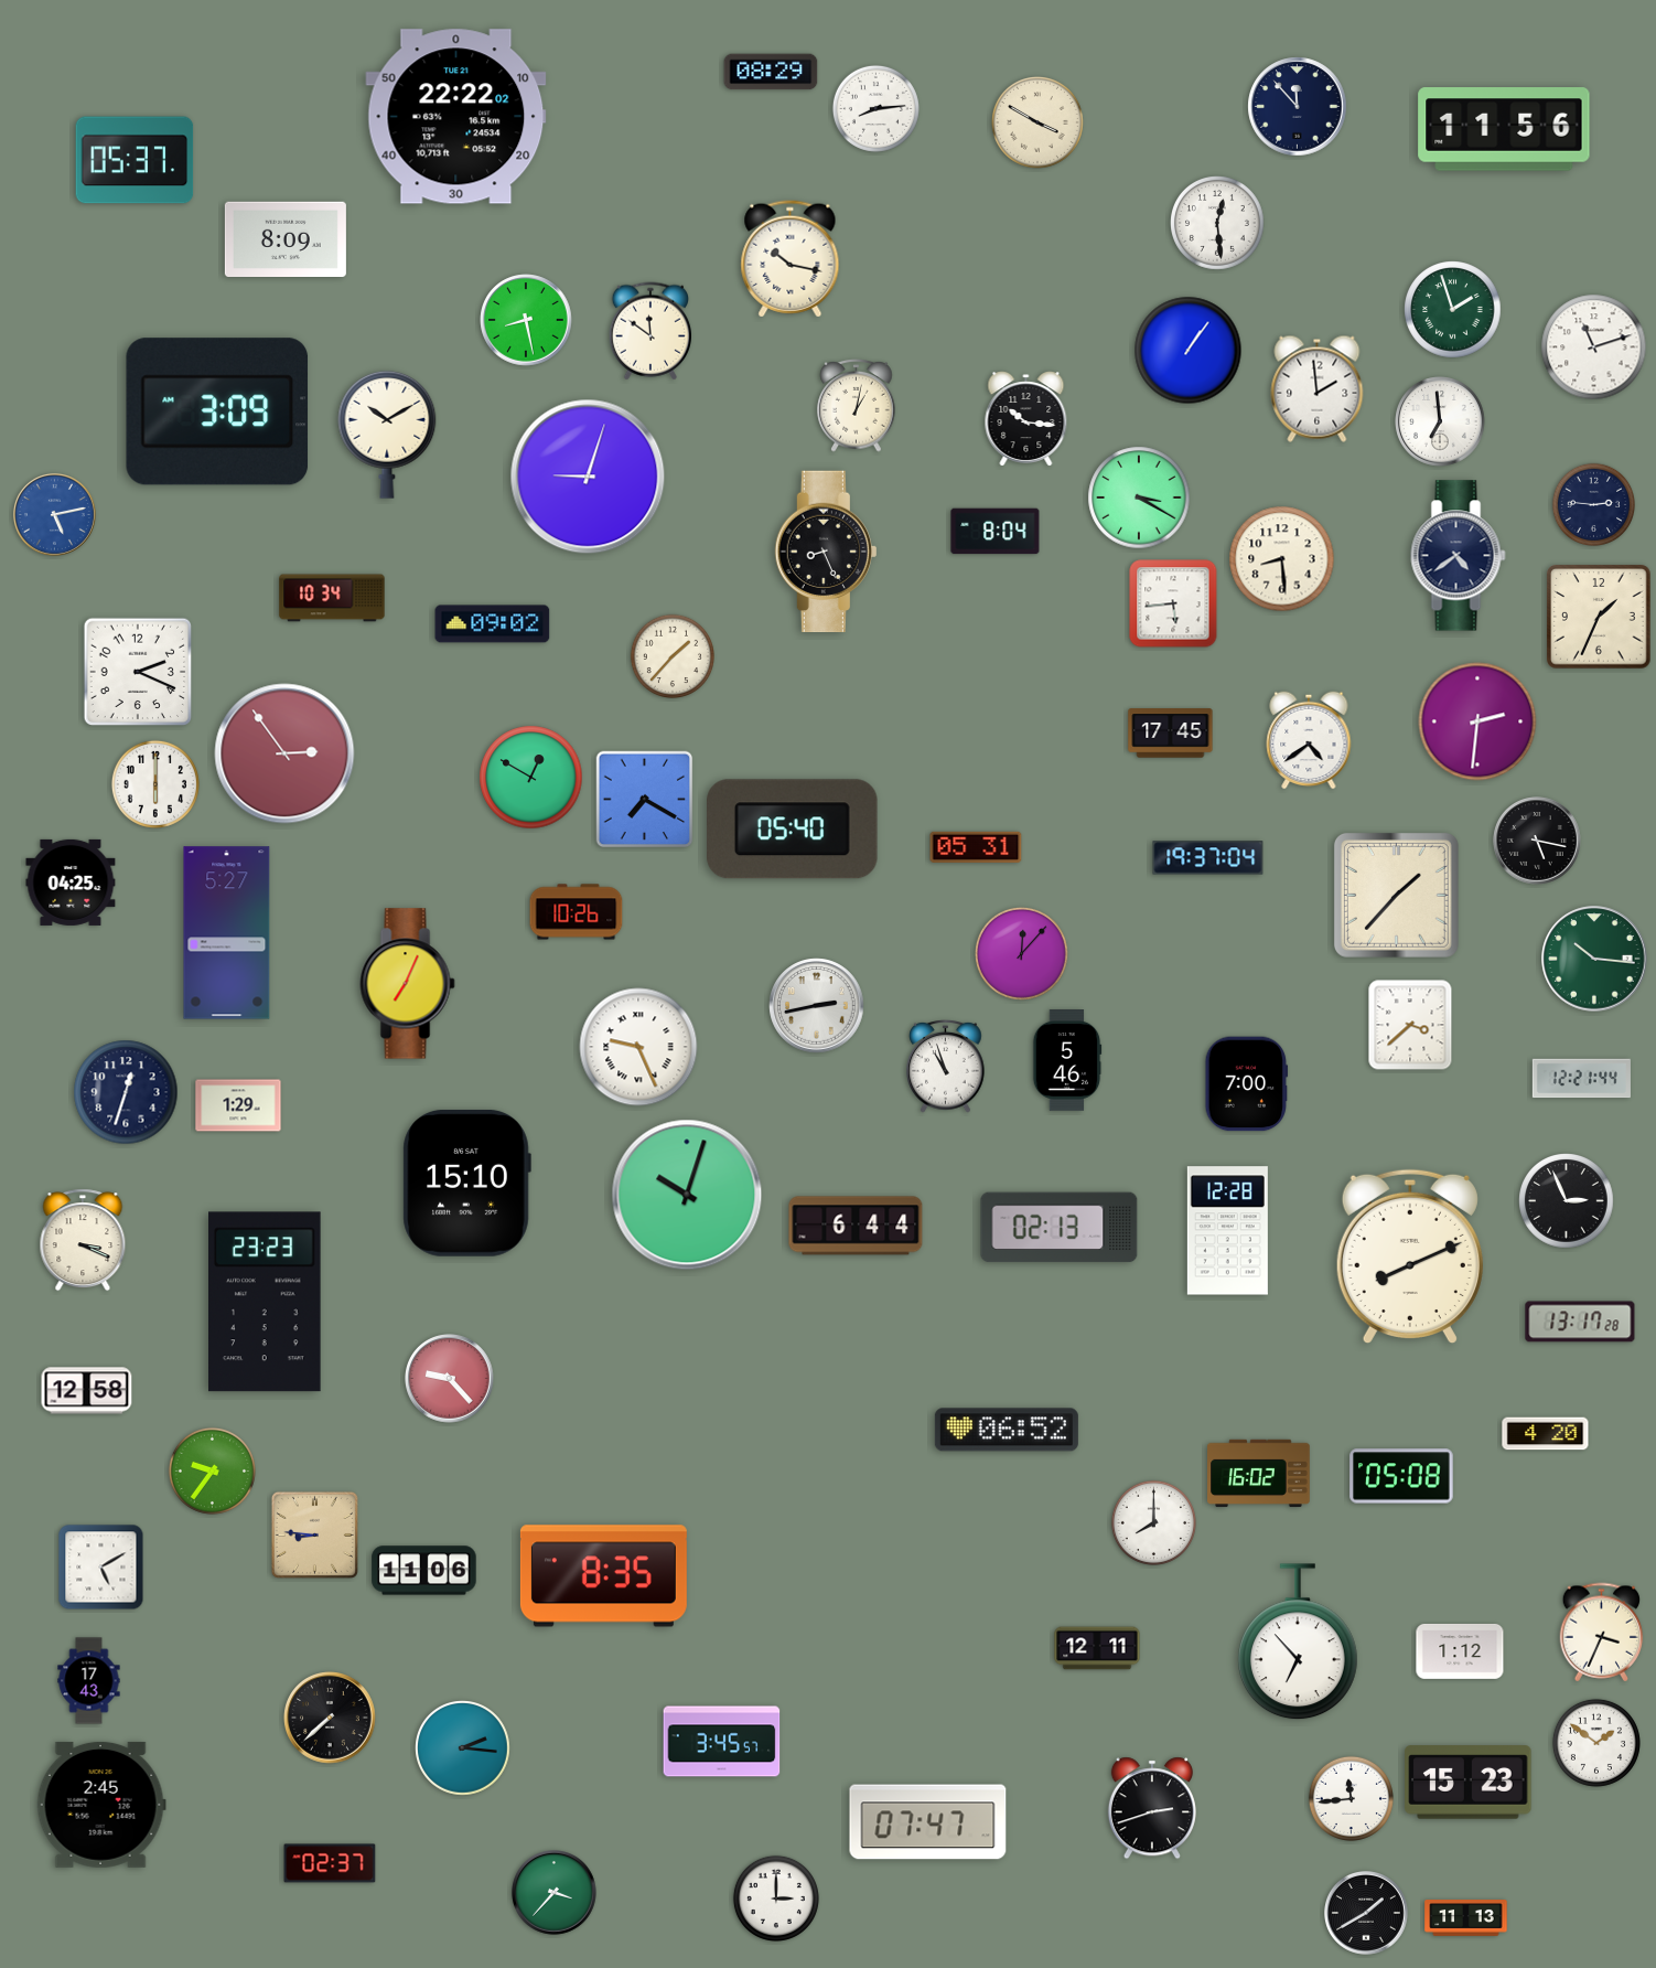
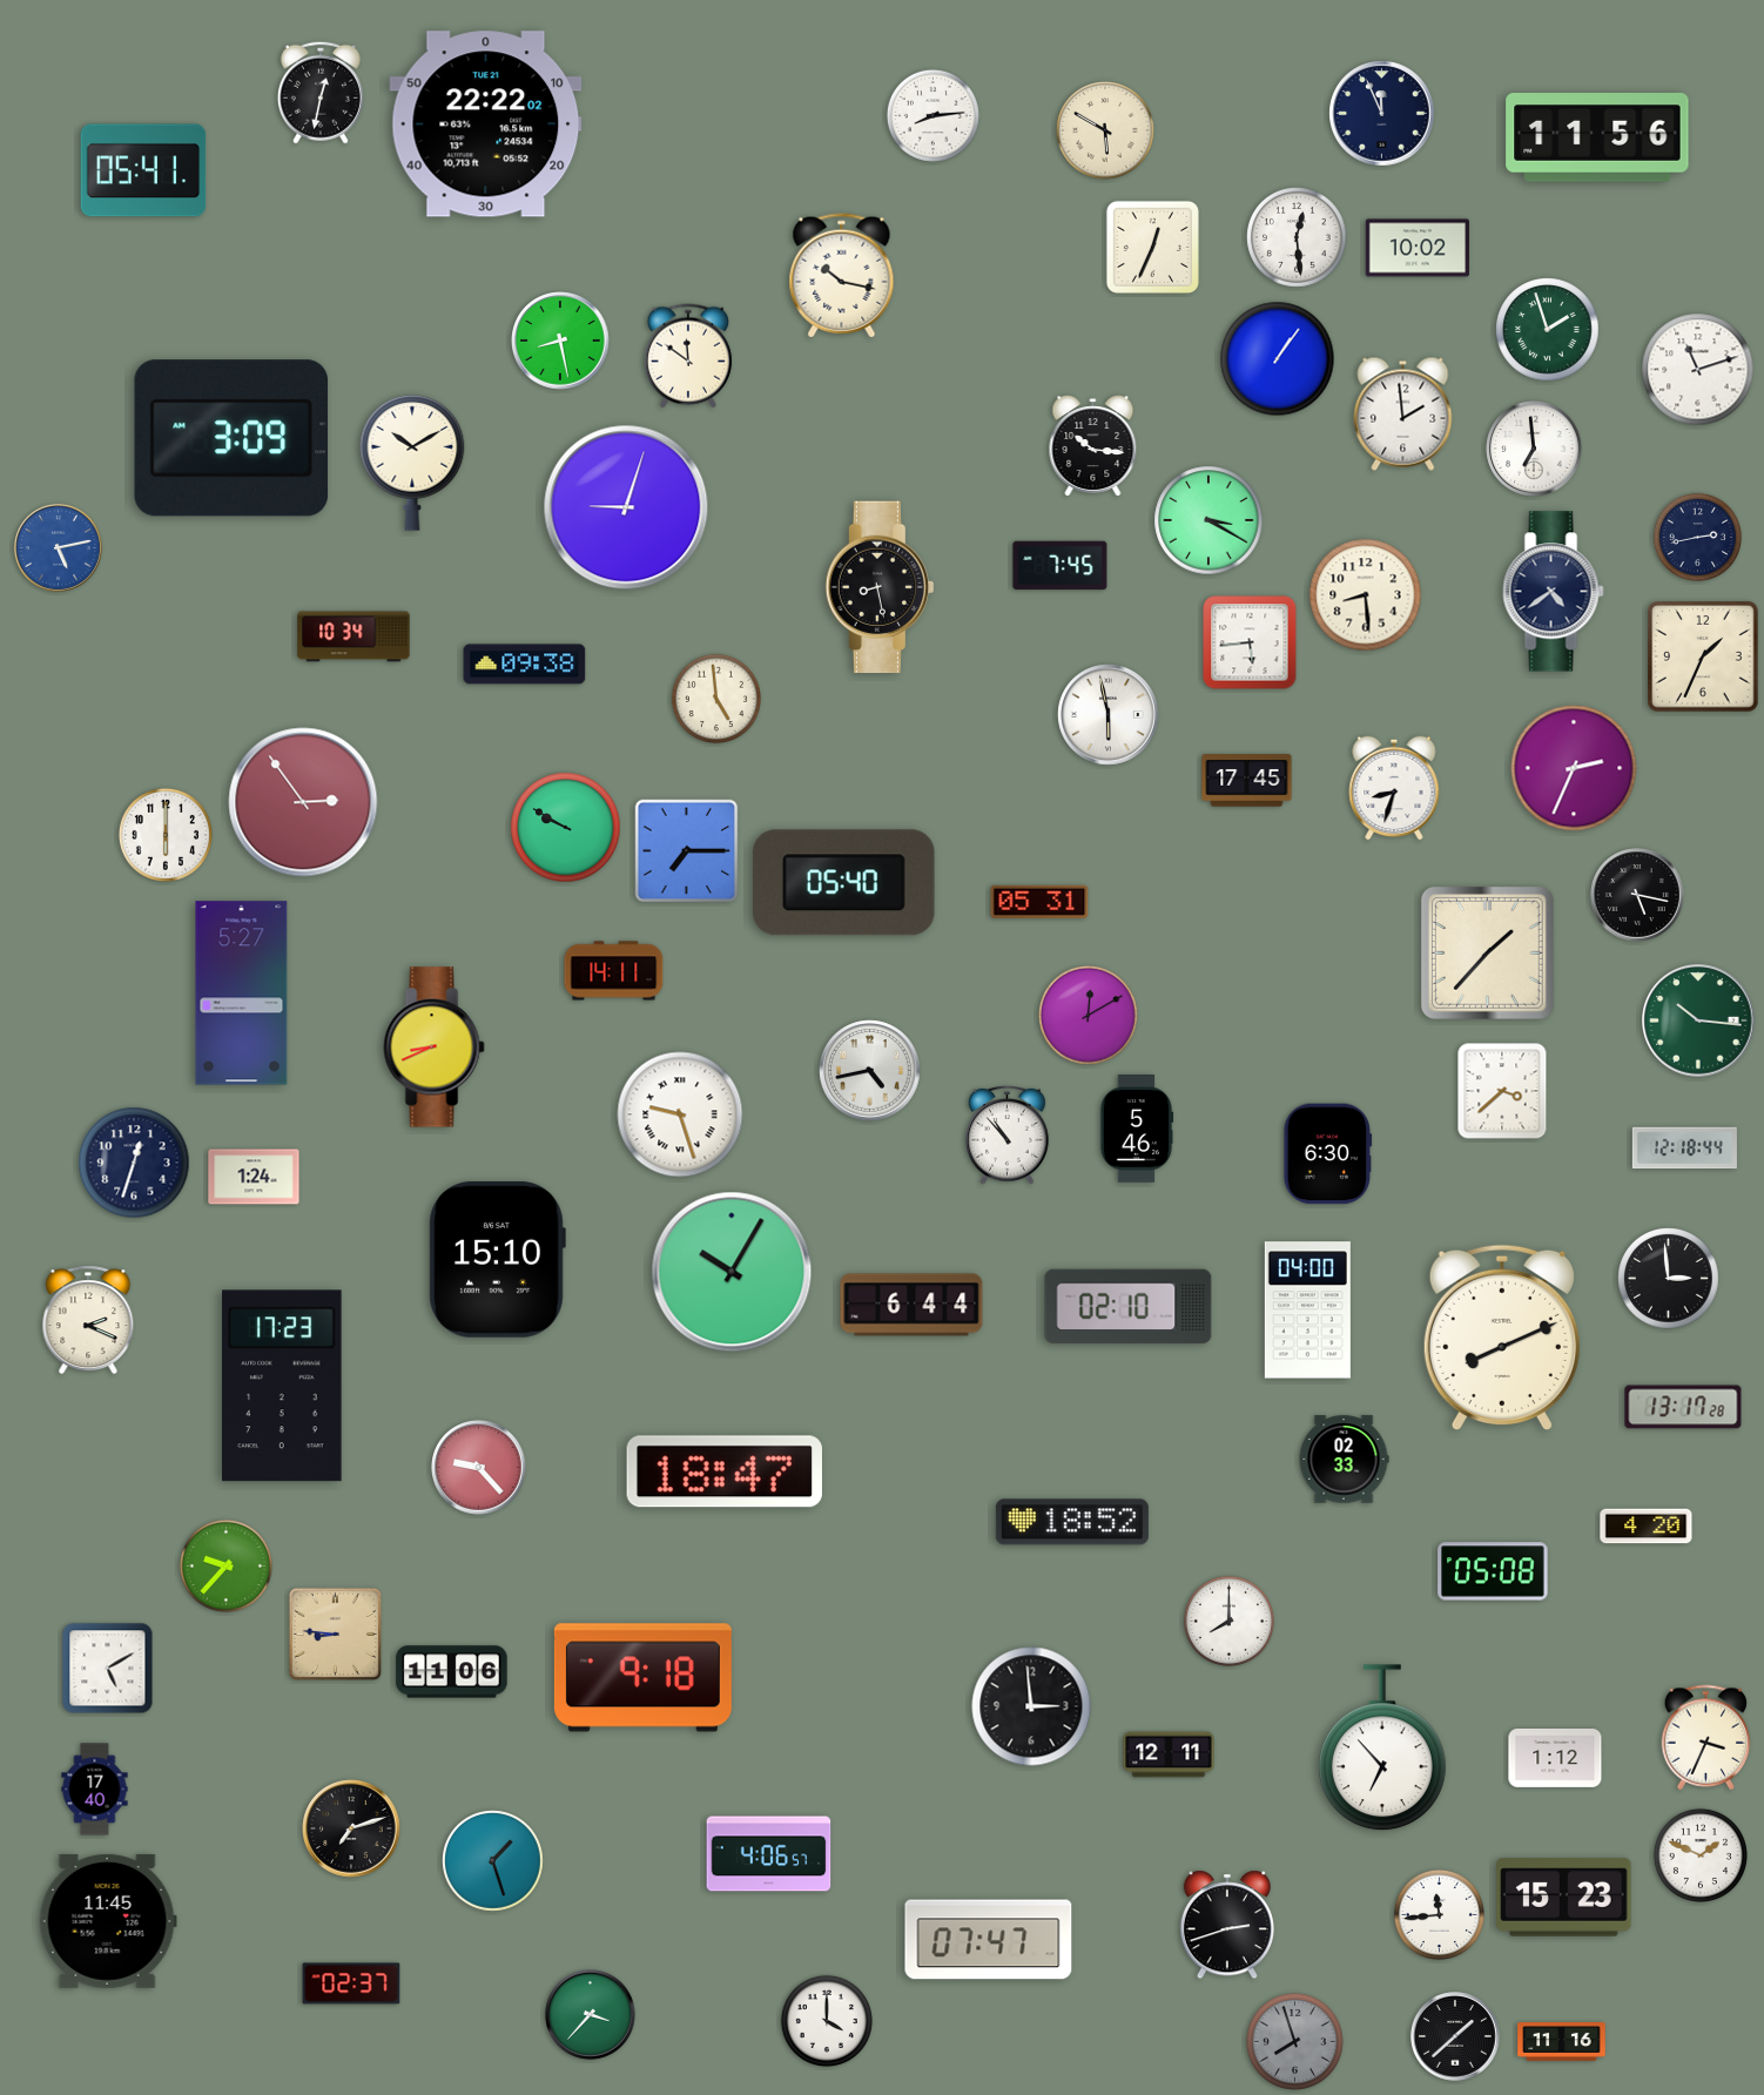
clock at (771, 72): 08:29 -> none
clock at (321, 93): none -> 12:32
clock at (1298, 107): 11:53 -> 11:56
clock at (1037, 122): 3:50 -> 5:50
clock at (1504, 129) position: (1504, 129) -> (1597, 137)
clock at (135, 160): 05:37 -> 05:41
clock at (1152, 247): none -> 12:34
clock at (1416, 248): none -> 10:02
clock at (286, 238): 8:09 -> none
clock at (649, 331) position: (649, 331) -> (687, 356)
clock at (1189, 351) position: (1189, 351) -> (1278, 359)
clock at (857, 406): 1:02 -> none
clock at (1139, 498) position: (1139, 498) -> (1208, 520)
clock at (1594, 504): 2:46 -> 2:43
clock at (996, 532): 8:04 -> 7:45
clock at (826, 552): 8:26 -> 8:28
clock at (493, 624): 09:02 -> 09:38
clock at (671, 655): 1:37 -> 4:59
clock at (138, 672): 2:19 -> none
clock at (1109, 715): none -> 5:58
clock at (1477, 721): 2:31 -> 2:34
clock at (1309, 740): 4:39 -> 8:33
clock at (531, 778): 12:50 -> 9:50
clock at (645, 800): 7:20 -> 7:15
clock at (1208, 858): 19:37 -> none
clock at (71, 883): 04:25 -> none
clock at (577, 912): 10:26 -> 14:11
clock at (1022, 954): 12:07 -> 12:10
clock at (408, 984): 7:04 -> 8:41
clock at (817, 1006): 2:43 -> 4:43
clock at (638, 1047): 9:26 -> 9:27
clock at (946, 1067): 10:57 -> 10:53
clock at (1581, 1079): 12:21 -> 12:18
clock at (1247, 1084): 7:00 -> 6:30
clock at (238, 1105): 1:29 -> 1:24
clock at (687, 1195): 10:03 -> 10:05
clock at (1567, 1201): 2:56 -> 2:59
clock at (1060, 1228): 02:13 -> 02:10
clock at (1227, 1231): 12:28 -> 04:00
clock at (83, 1240): 3:19 -> 2:19
clock at (266, 1302): 23:23 -> 17:23
clock at (1344, 1460): none -> 02:33
clock at (725, 1471): none -> 18:47
clock at (87, 1391): 12:58 -> none
clock at (1007, 1430): 06:52 -> 18:52
clock at (212, 1470): 9:36 -> 9:37
clock at (1259, 1474): 16:02 -> none
clock at (603, 1576): 8:35 -> 9:18
clock at (1031, 1706): none -> 2:59
clock at (89, 1681): 17:43 -> 17:40
clock at (330, 1718): 7:38 -> 7:12
clock at (722, 1742): 3:45 -> 4:06
clock at (1596, 1743): 1:51 -> 1:49
clock at (463, 1748): 2:16 -> 1:27
clock at (101, 1805): 2:45 -> 11:45
clock at (776, 1899): 3:00 -> 4:00
clock at (1367, 1914): 1:40 -> 1:38
clock at (1294, 2041): none -> 7:57
clock at (1466, 1918): 11:13 -> 11:16
